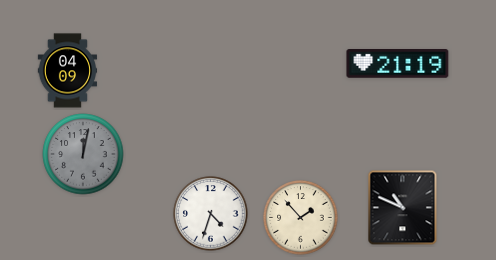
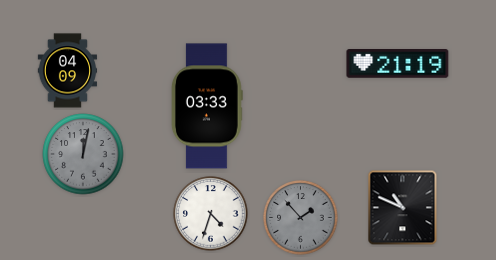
clock at (207, 106): none -> 03:33
clock at (301, 218) dial: cream -> grey
